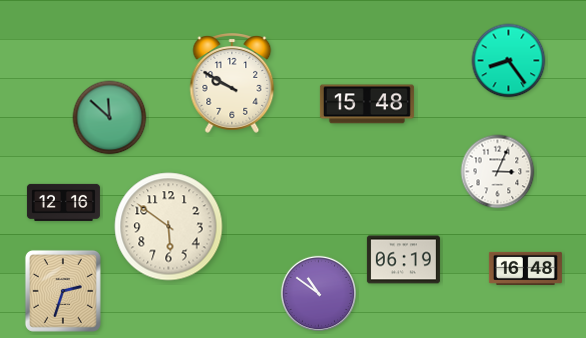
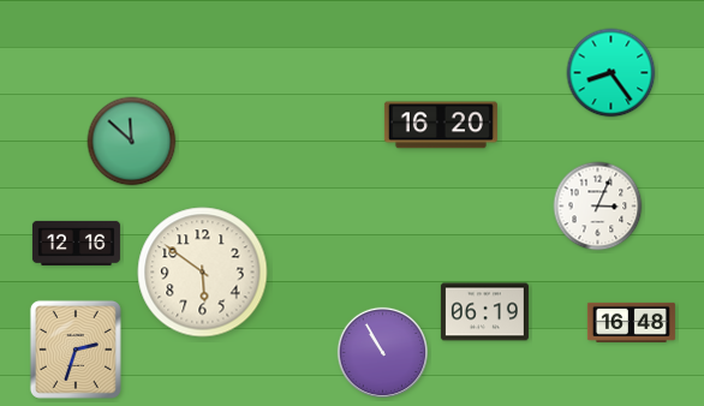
clock at (232, 83): 9:50 -> none
clock at (367, 104): 15:48 -> 16:20
clock at (318, 293): 10:51 -> 10:55
